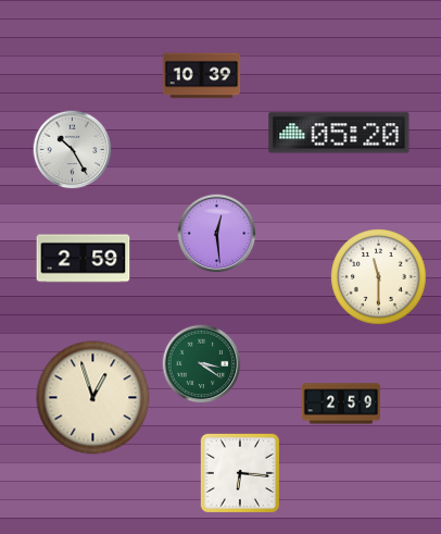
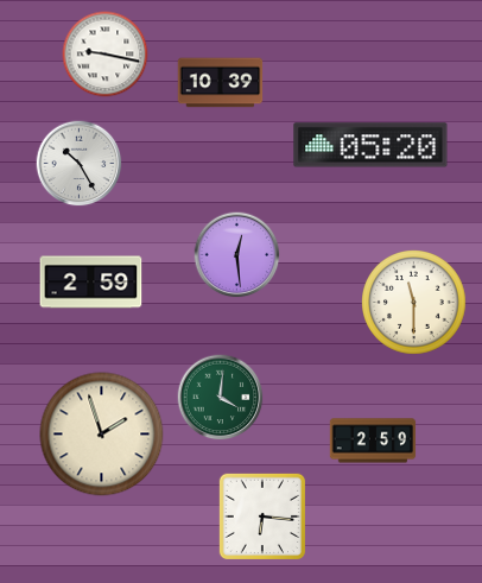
clock at (106, 55): none -> 9:17
clock at (202, 364): 3:21 -> 4:01
clock at (93, 398): 12:57 -> 1:57
